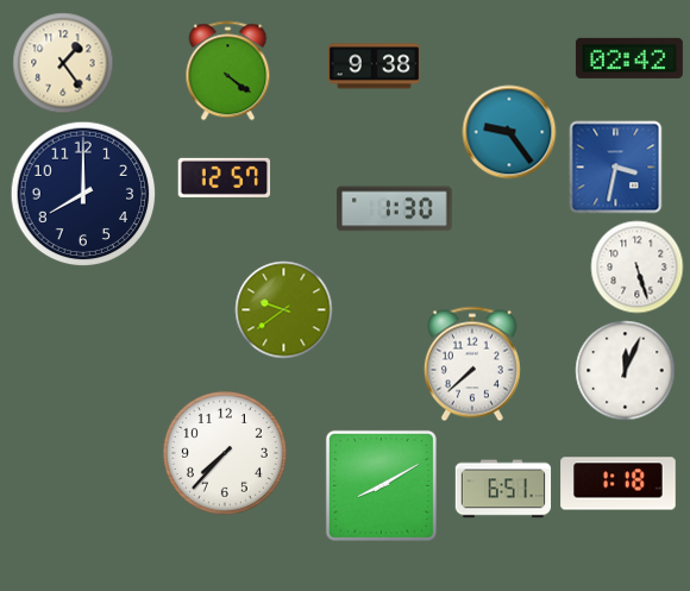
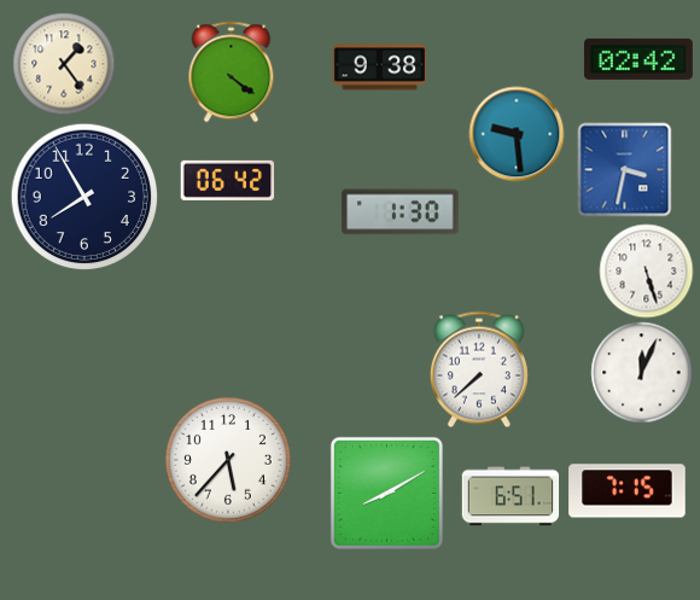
clock at (509, 132): 9:24 -> 9:29
clock at (224, 177): 12:57 -> 06:42
clock at (83, 194): 8:00 -> 7:55
clock at (283, 309): 9:39 -> none
clock at (625, 370) position: (625, 370) -> (641, 372)
clock at (225, 453): 7:37 -> 5:37
clock at (619, 484): 1:18 -> 7:15
